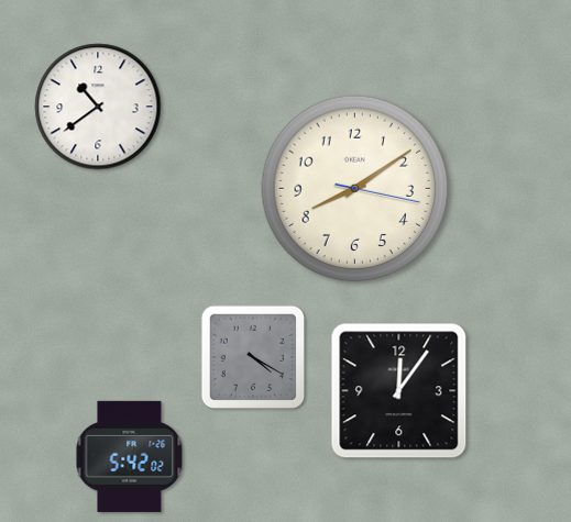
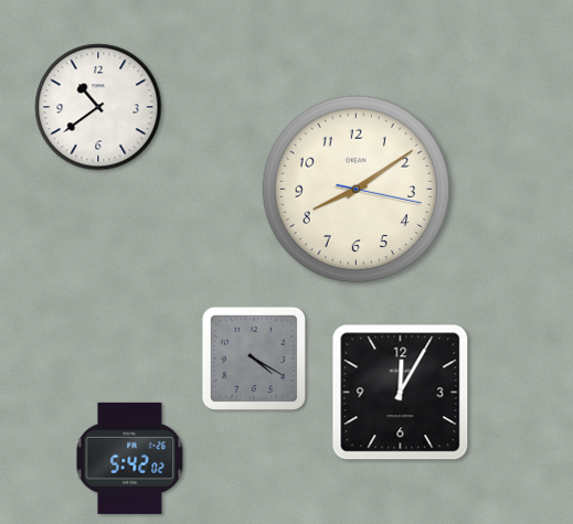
clock at (399, 391): 12:06 -> 12:05
